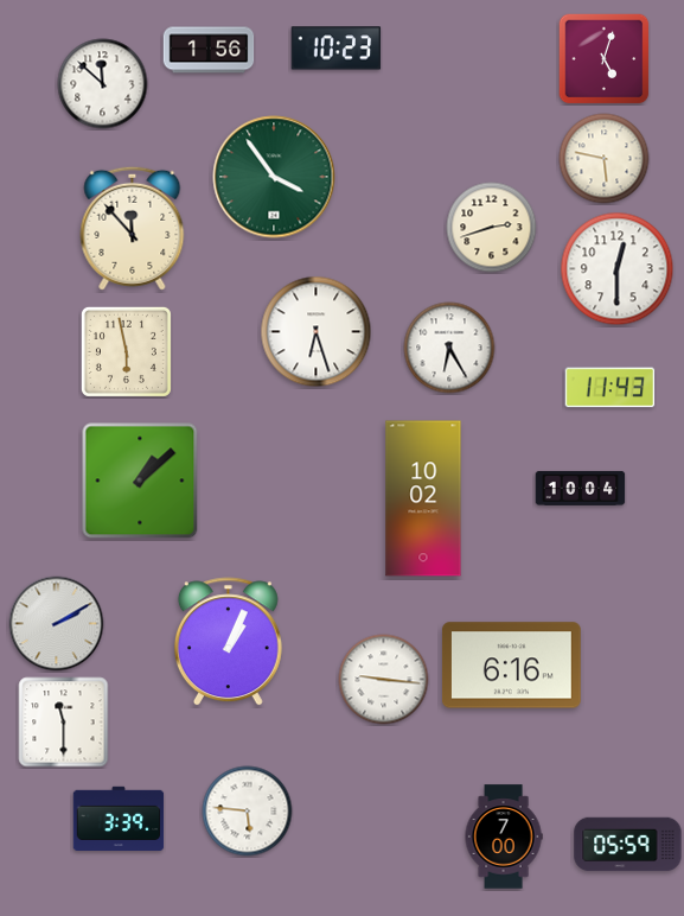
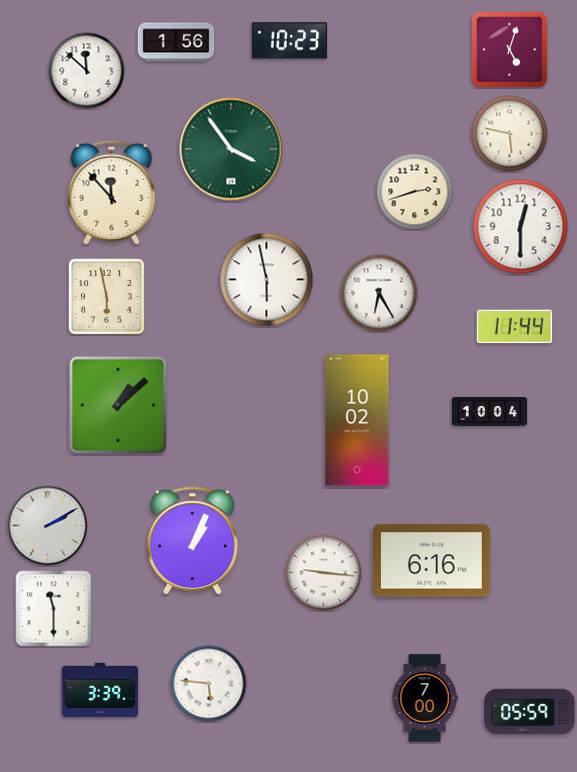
clock at (337, 49) position: (337, 49) -> (290, 41)
clock at (317, 332): 6:27 -> 5:58
clock at (611, 388): 11:43 -> 11:44
clock at (504, 837) position: (504, 837) -> (425, 698)
